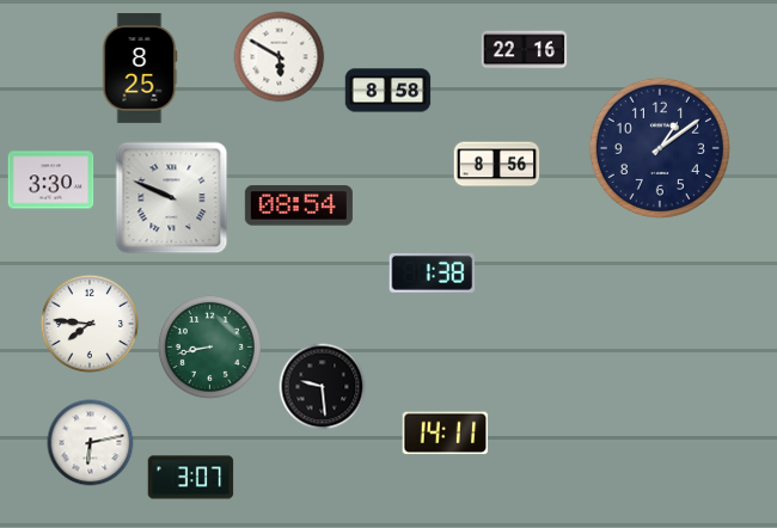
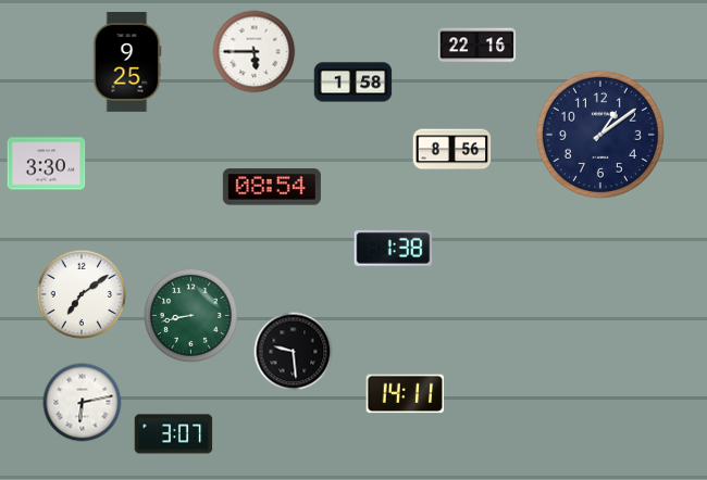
clock at (280, 57): 5:50 -> 5:45
clock at (140, 68): 8:25 -> 9:25
clock at (389, 91): 8:58 -> 1:58
clock at (172, 198): 9:49 -> none
clock at (88, 323): 7:46 -> 7:09
